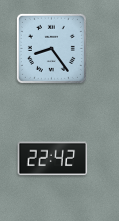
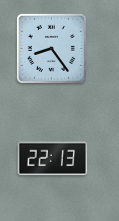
clock at (53, 159): 22:42 -> 22:13
